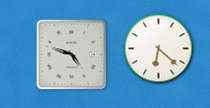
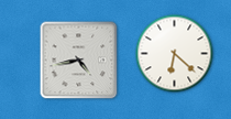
clock at (72, 55): 4:48 -> 4:43
